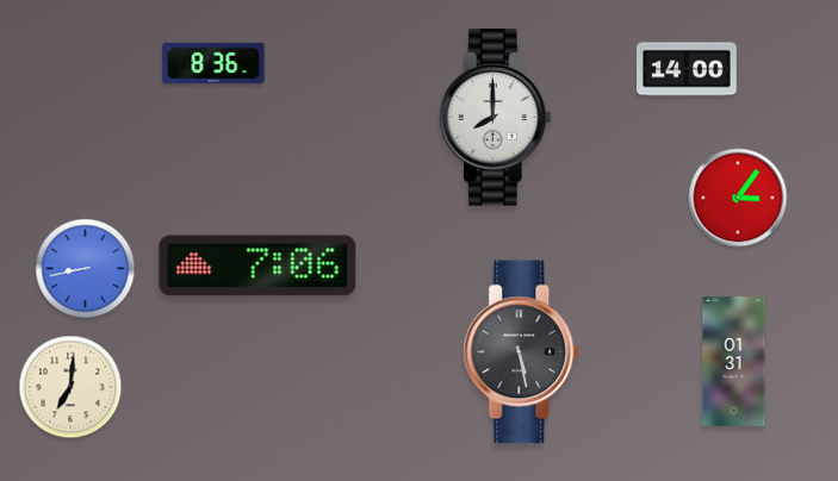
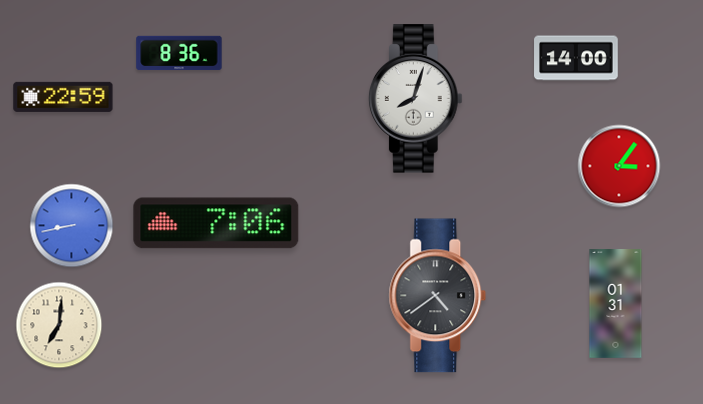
clock at (63, 97): none -> 22:59
clock at (495, 118): 8:00 -> 8:03
clock at (522, 352): 5:28 -> 4:39
